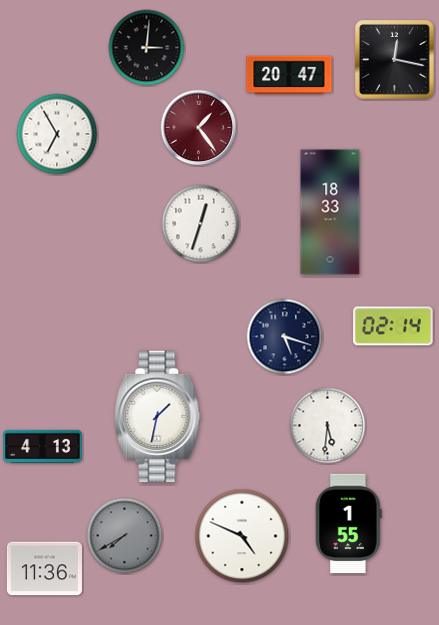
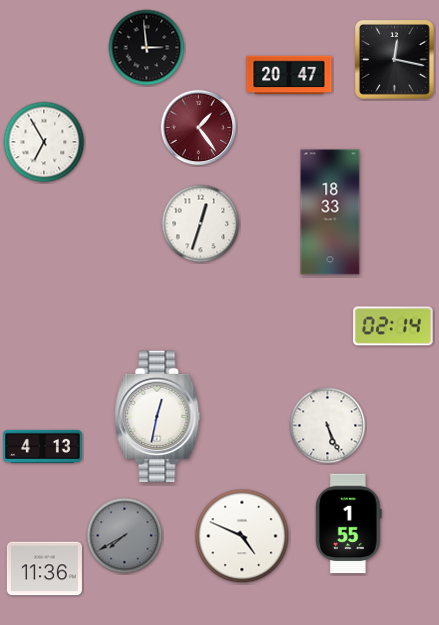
clock at (147, 48): 3:01 -> 2:59
clock at (57, 134) position: (57, 134) -> (44, 142)
clock at (285, 337): 5:18 -> none
clock at (158, 417): 1:32 -> 12:32
clock at (328, 426): 5:31 -> 5:26
